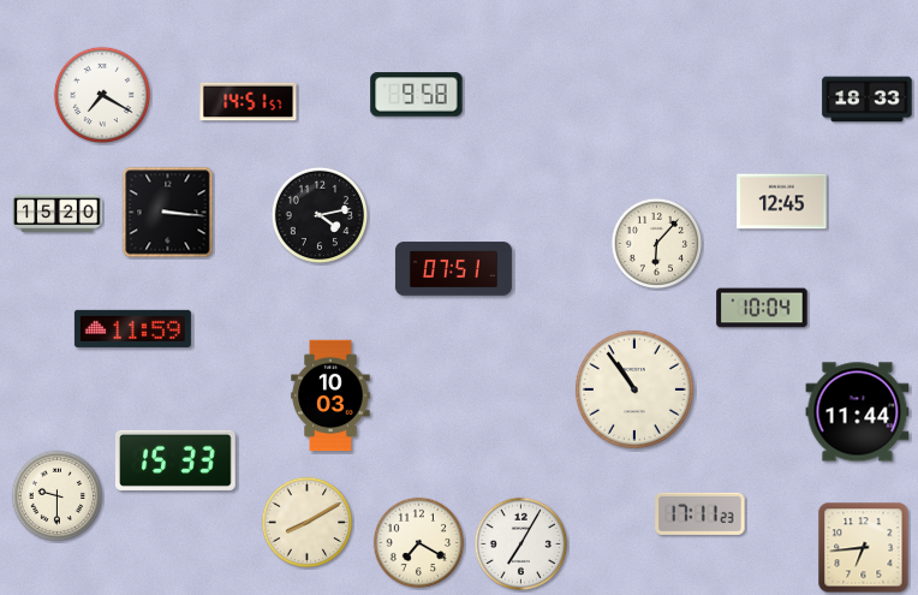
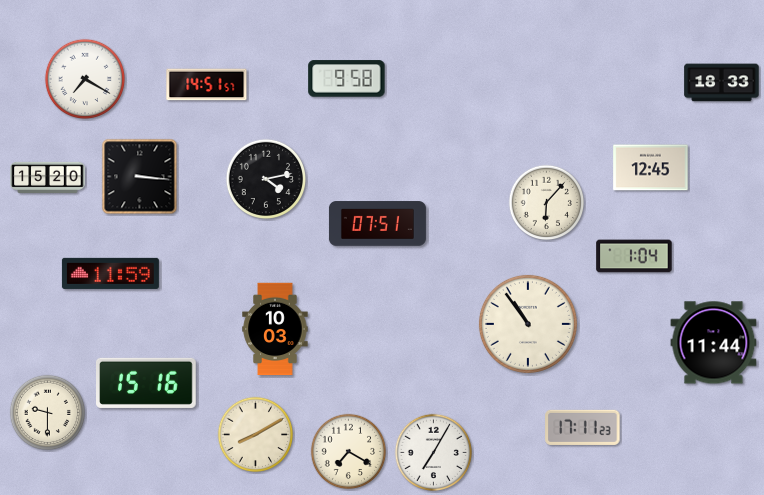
clock at (762, 308): 10:04 -> 1:04
clock at (177, 460): 15:33 -> 15:16
clock at (864, 548): 6:44 -> none
